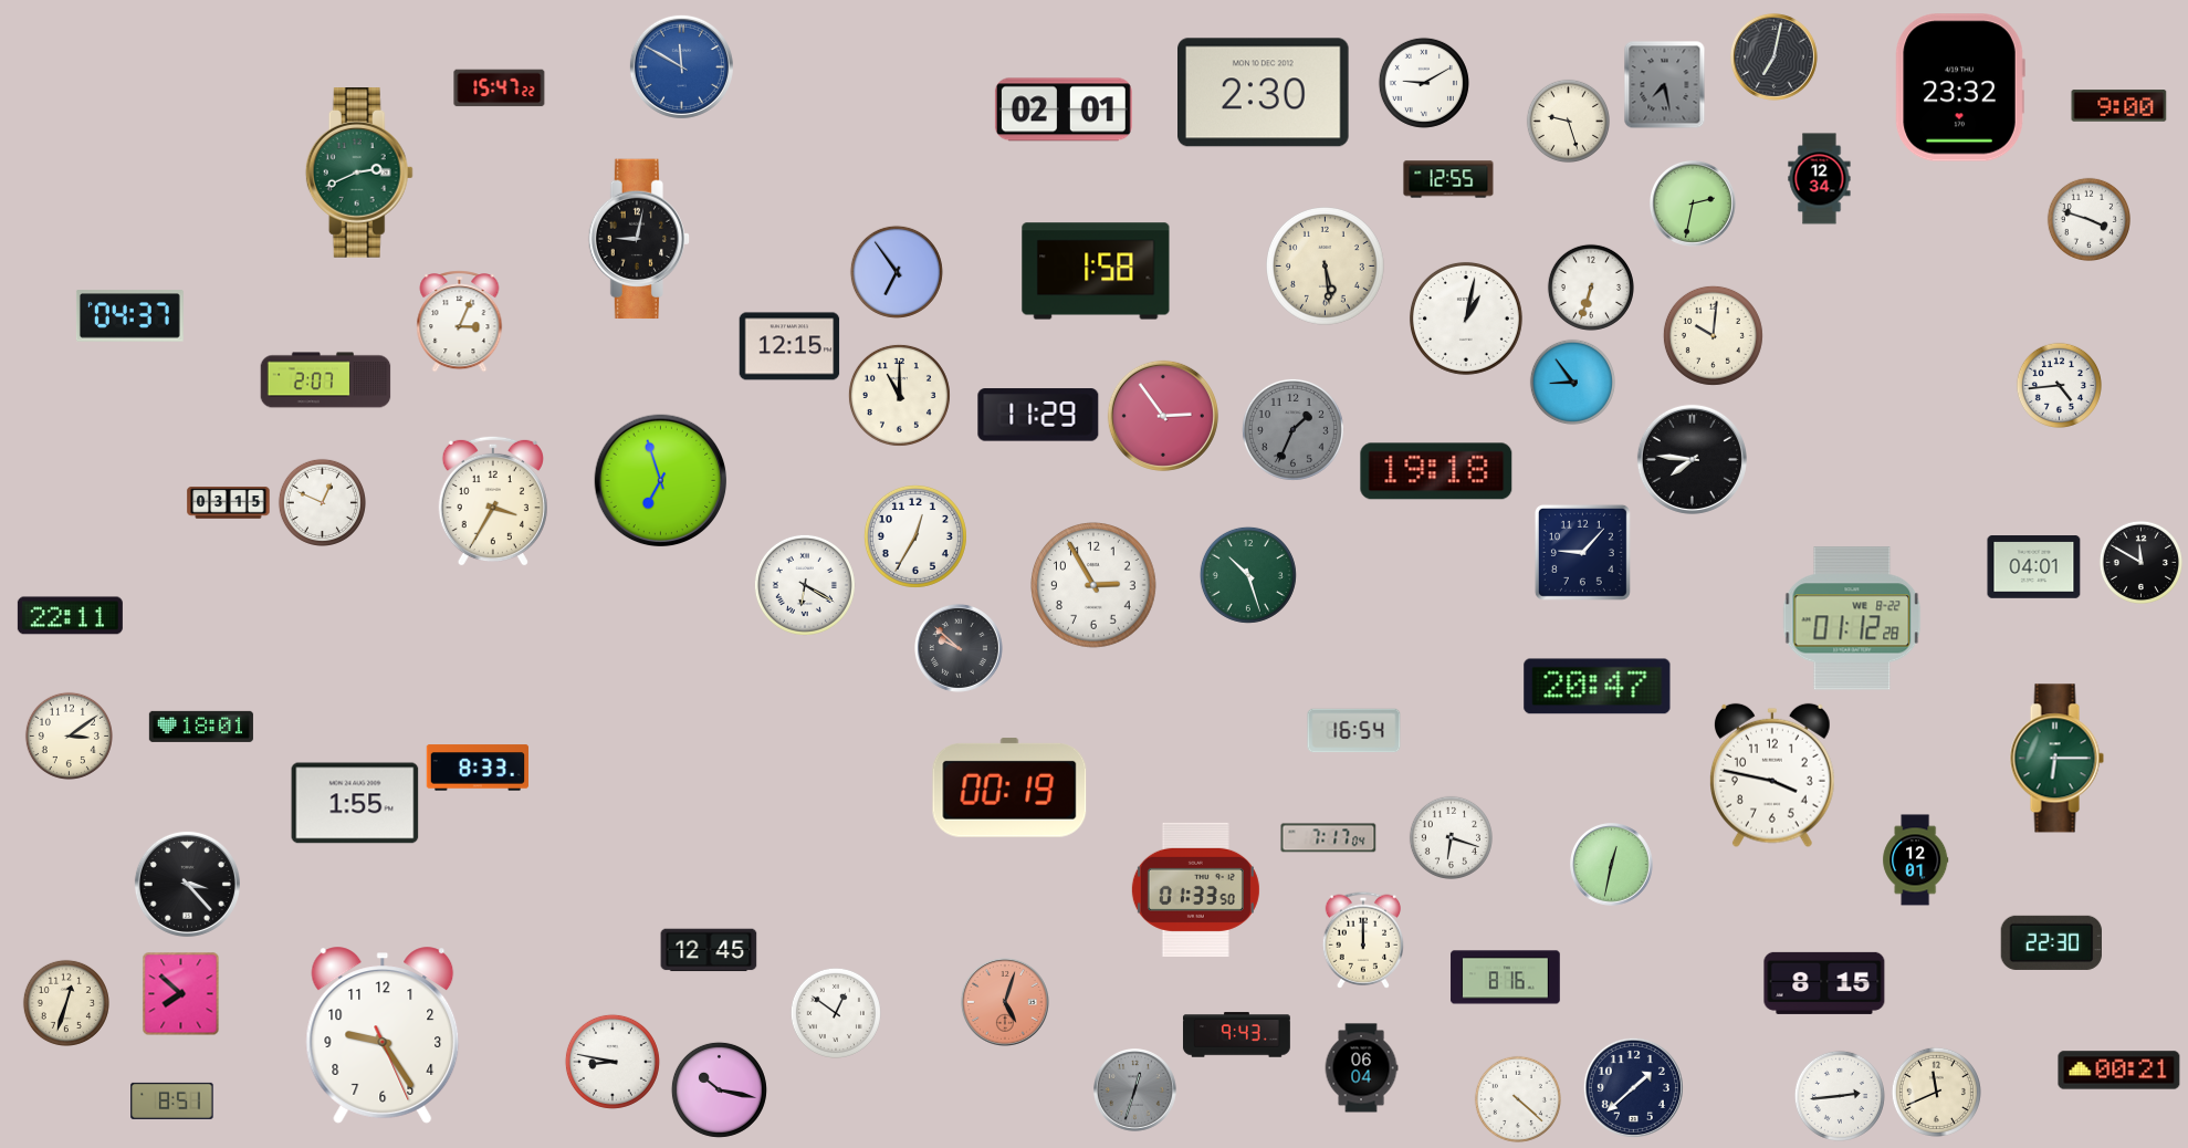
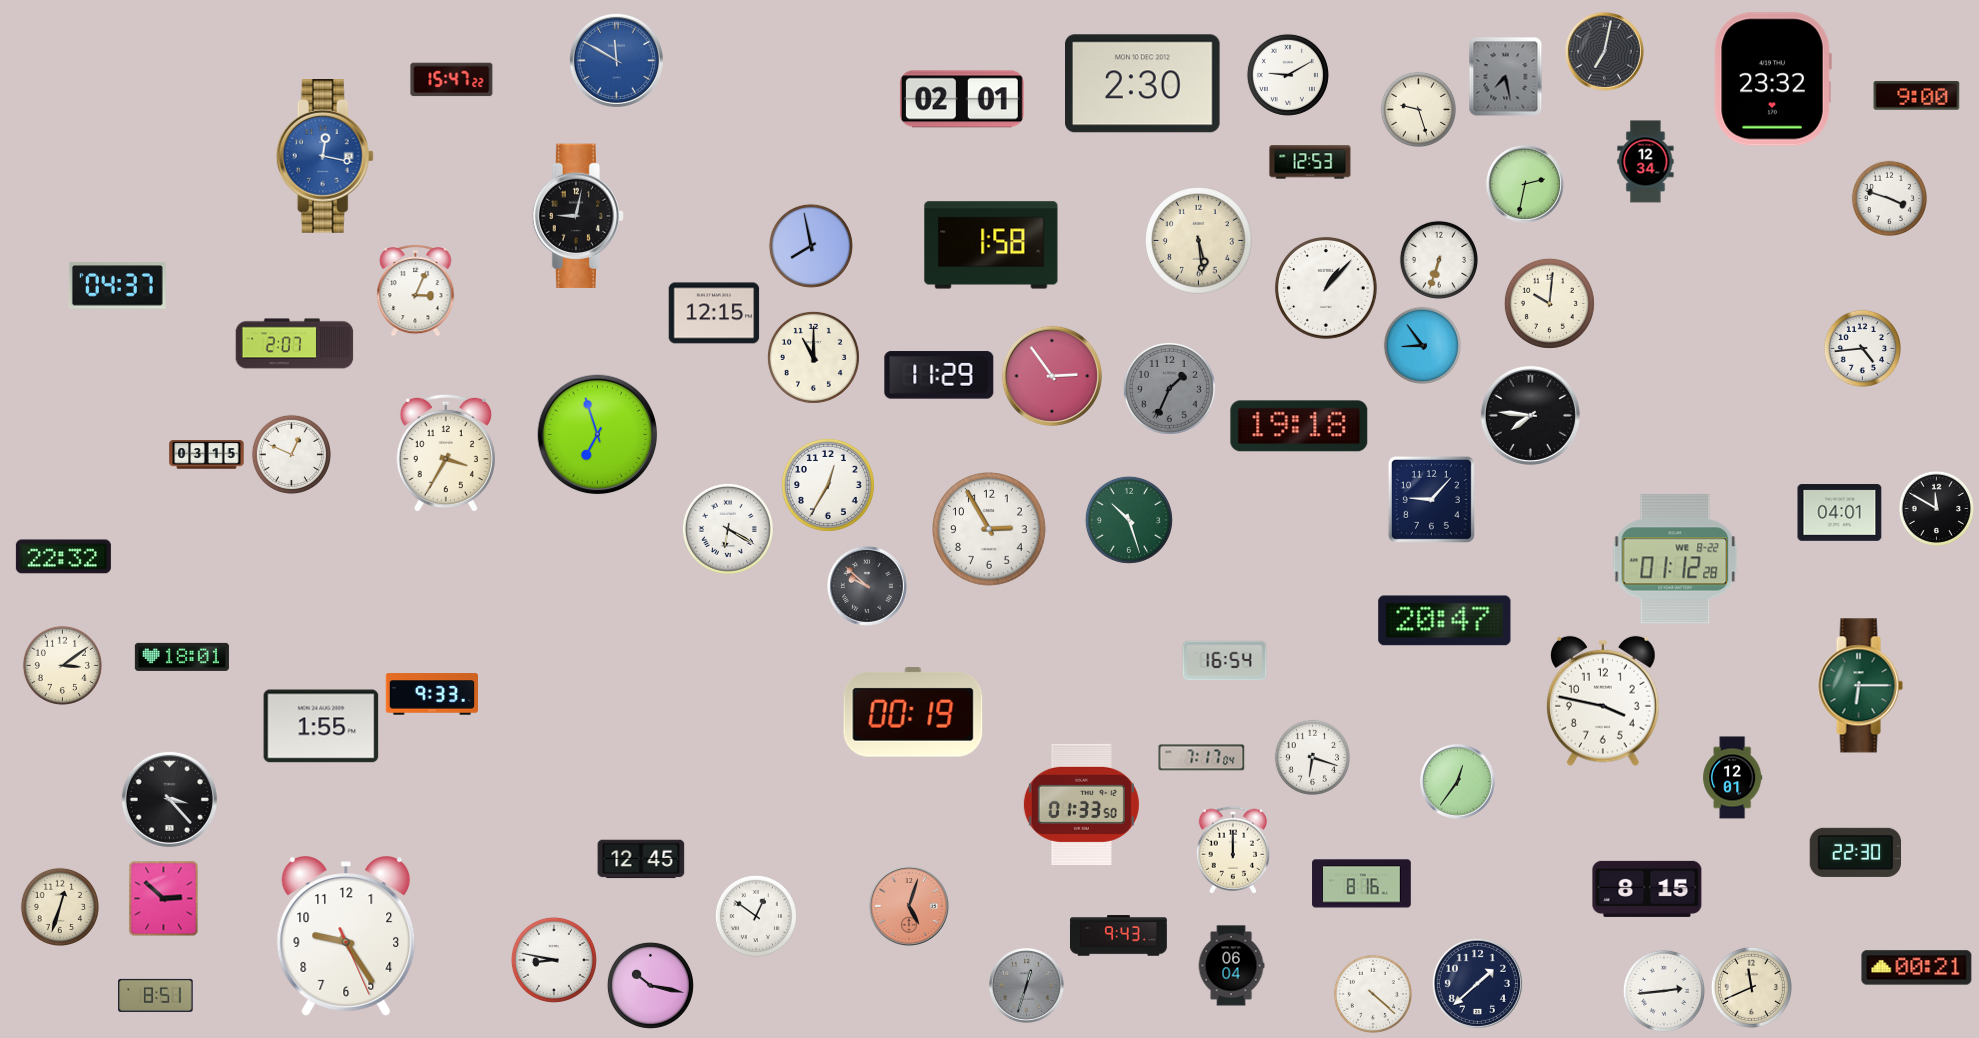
clock at (359, 174): 2:41 -> 12:17
clock at (359, 174) dial: green -> blue
clock at (1448, 179): 12:55 -> 12:53
clock at (1693, 203) position: (1693, 203) -> (1525, 184)
clock at (897, 272): 6:54 -> 7:58
clock at (1466, 319): 1:02 -> 1:07
clock at (70, 616): 22:11 -> 22:32
clock at (477, 768): 8:33 -> 9:33
clock at (1612, 865): 12:32 -> 12:36
clock at (1824, 983) position: (1824, 983) -> (1647, 889)
clock at (181, 994): 7:52 -> 2:52
